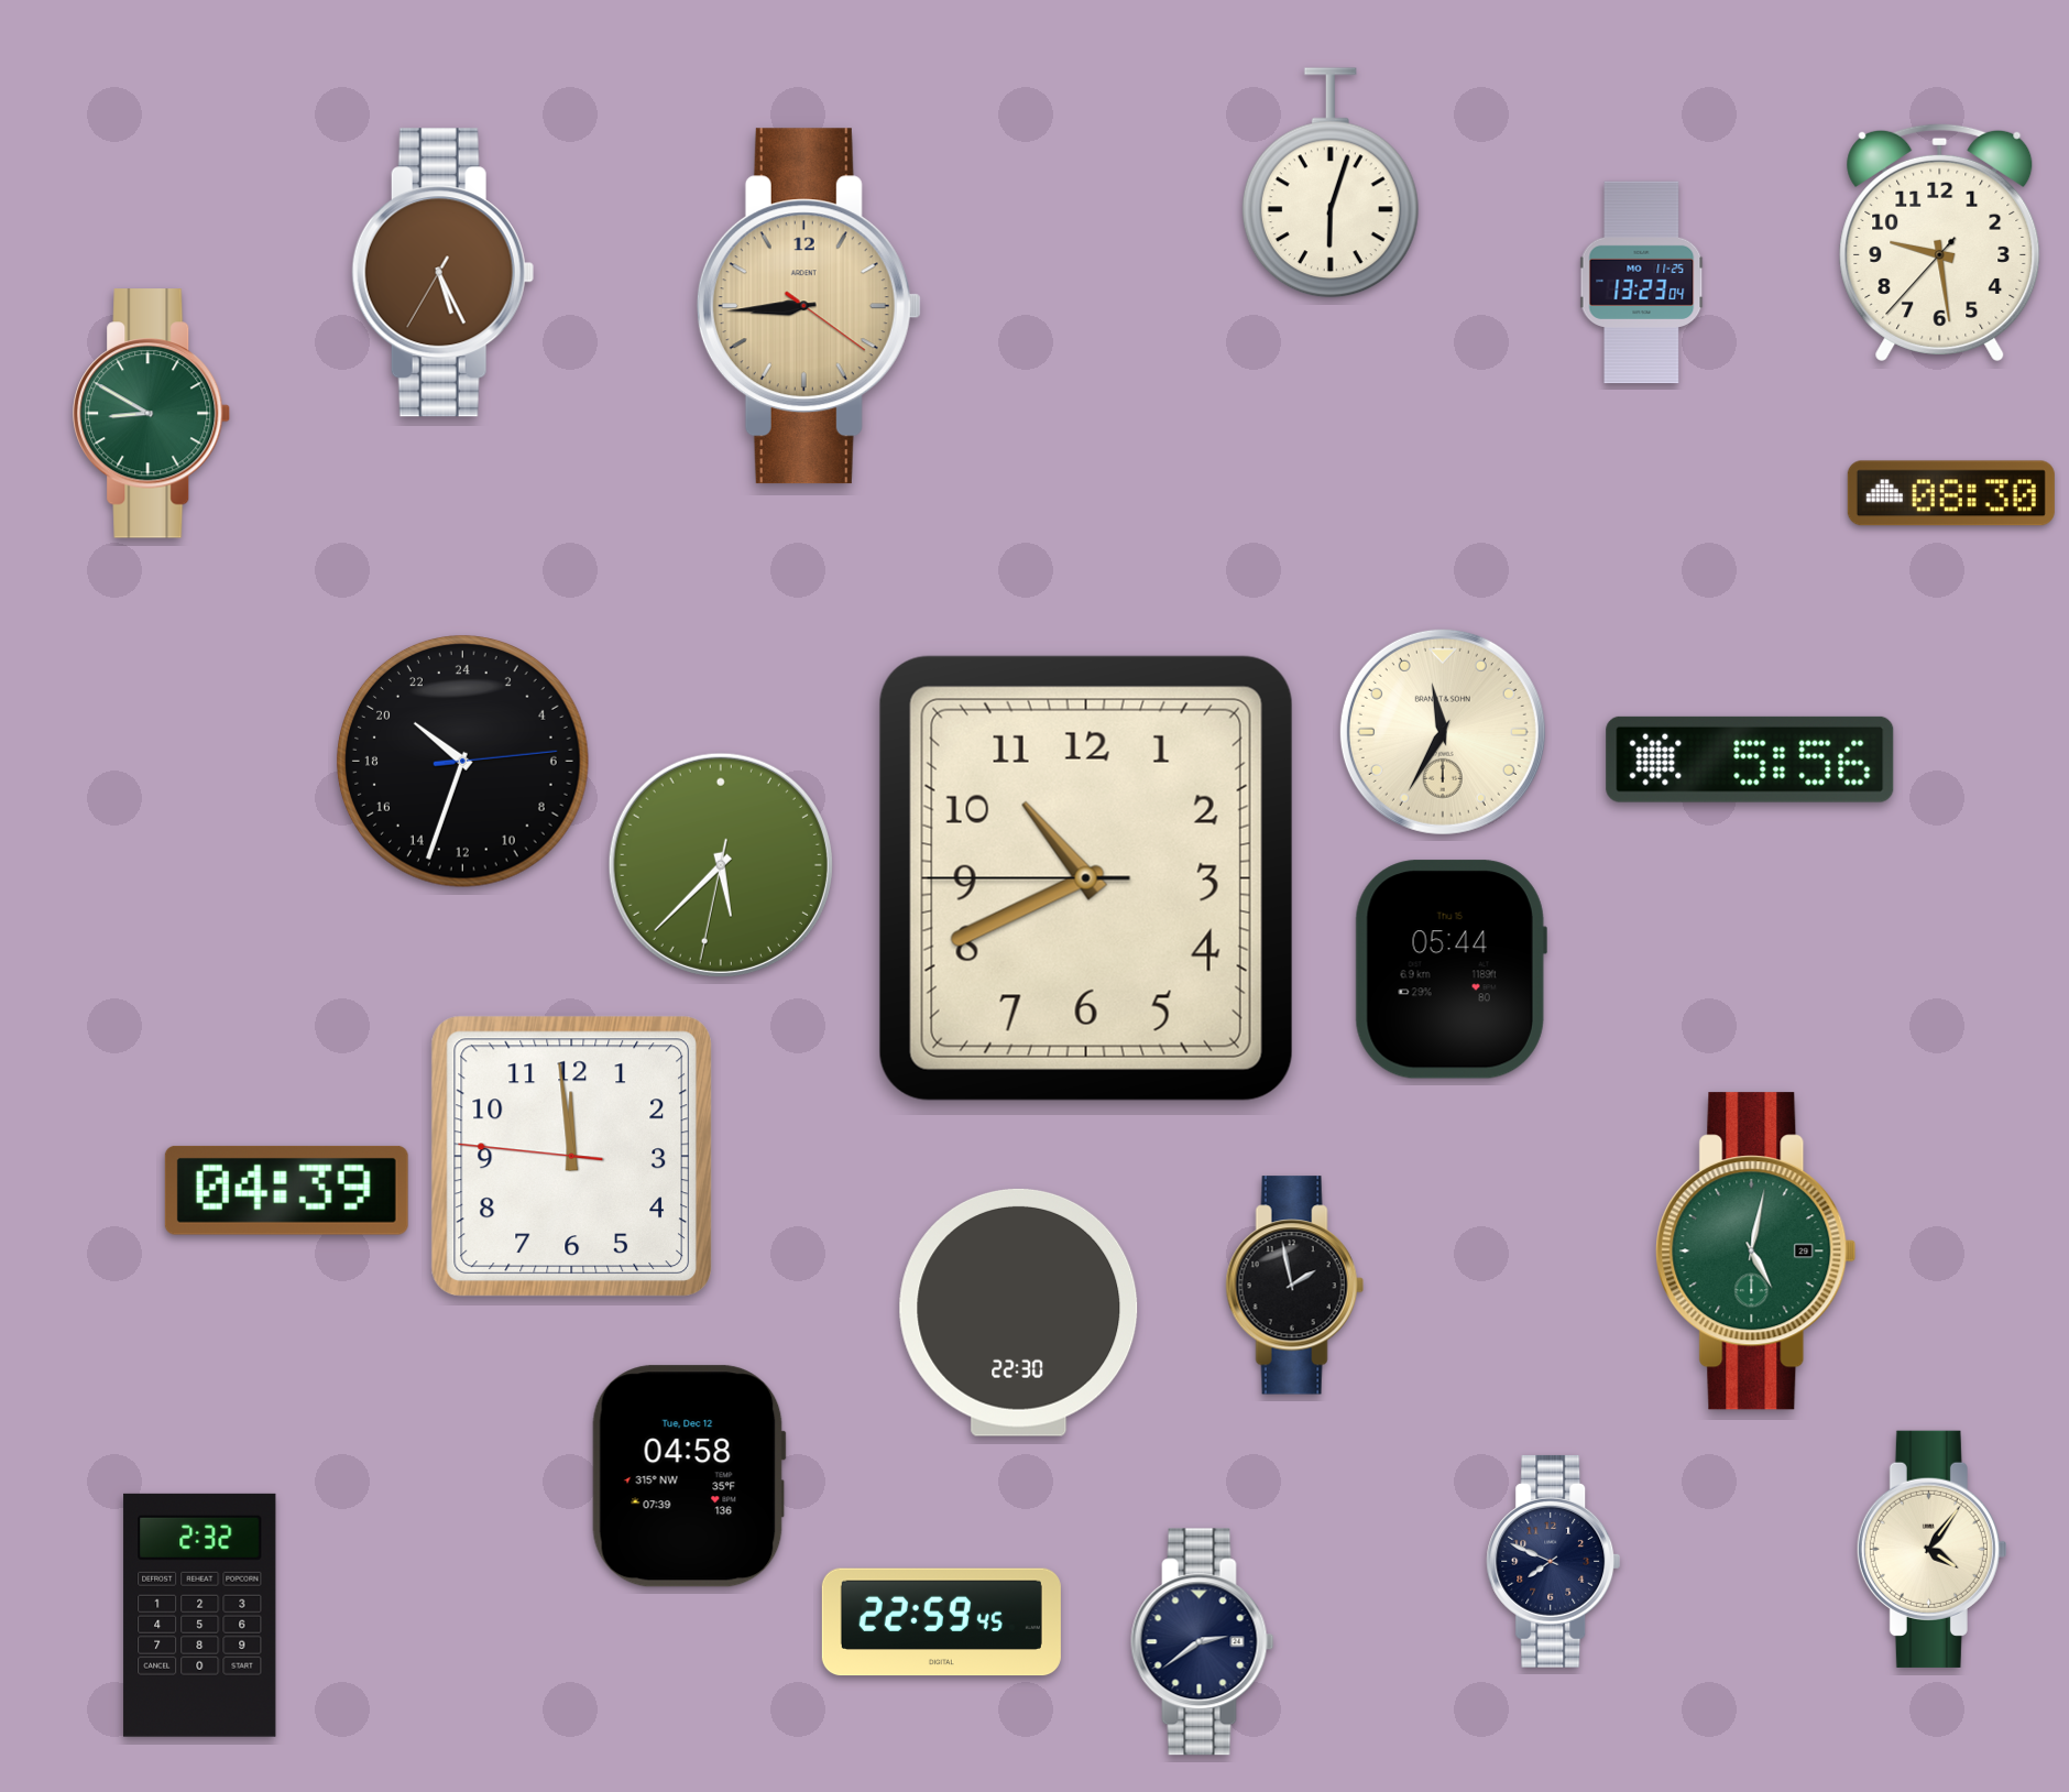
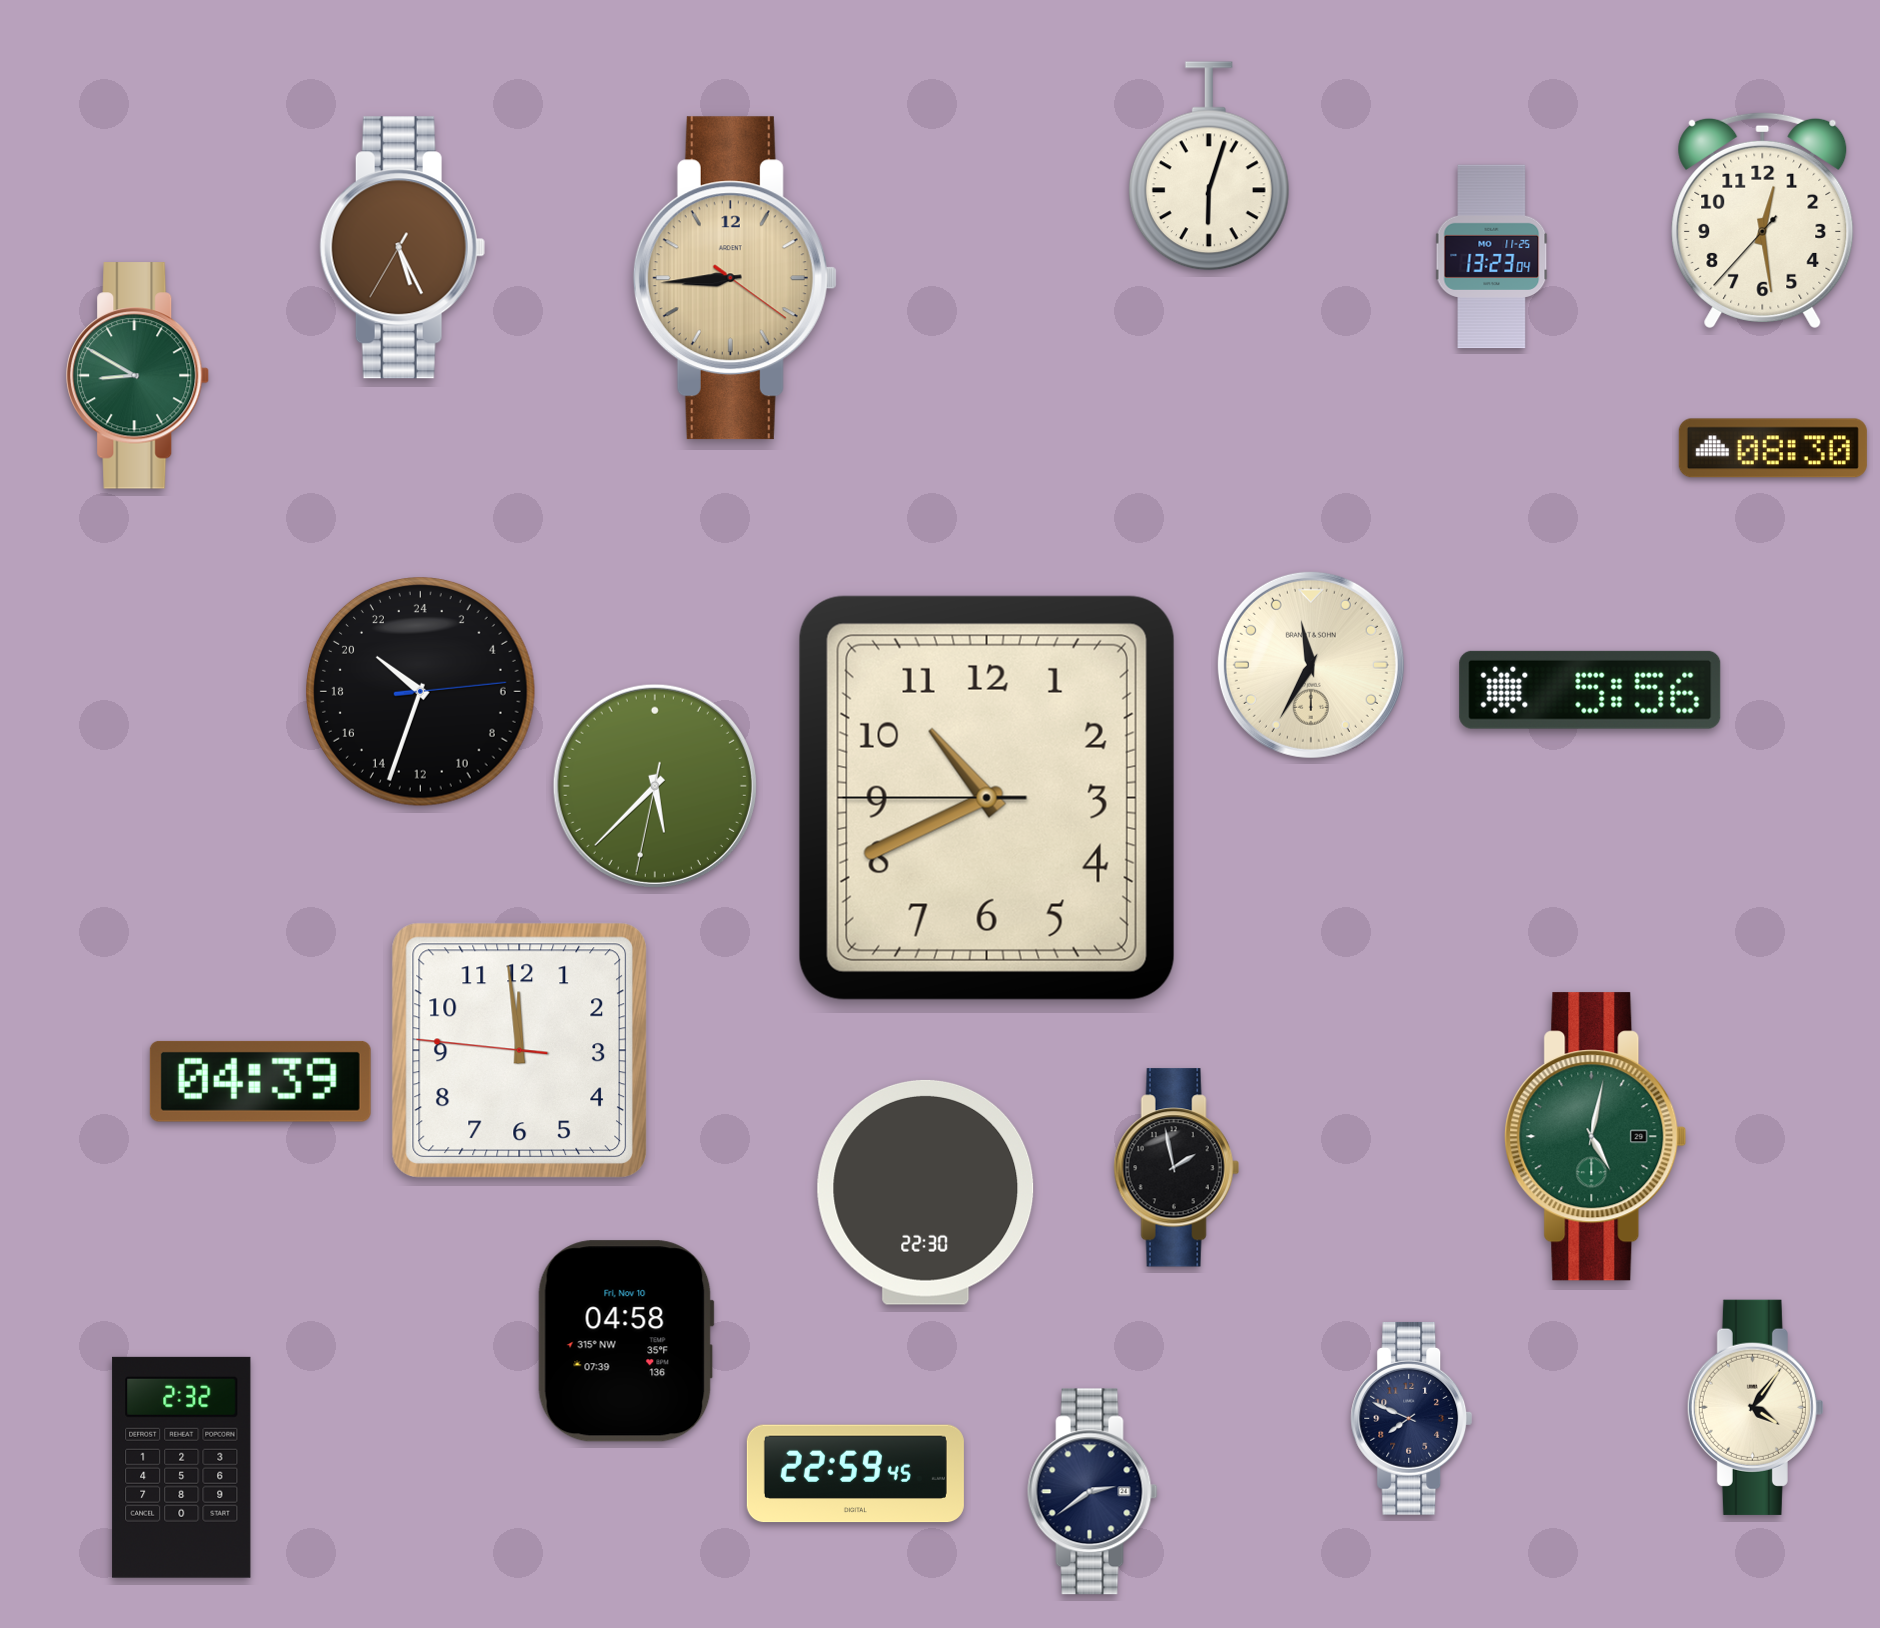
clock at (1940, 242): 9:28 -> 12:28
clock at (1451, 970): 05:44 -> none
clock at (689, 1476) date: Tue, Dec 12 -> Fri, Nov 10
